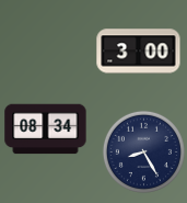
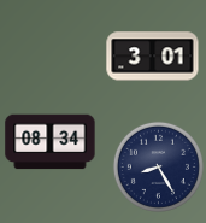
clock at (139, 52): 3:00 -> 3:01
